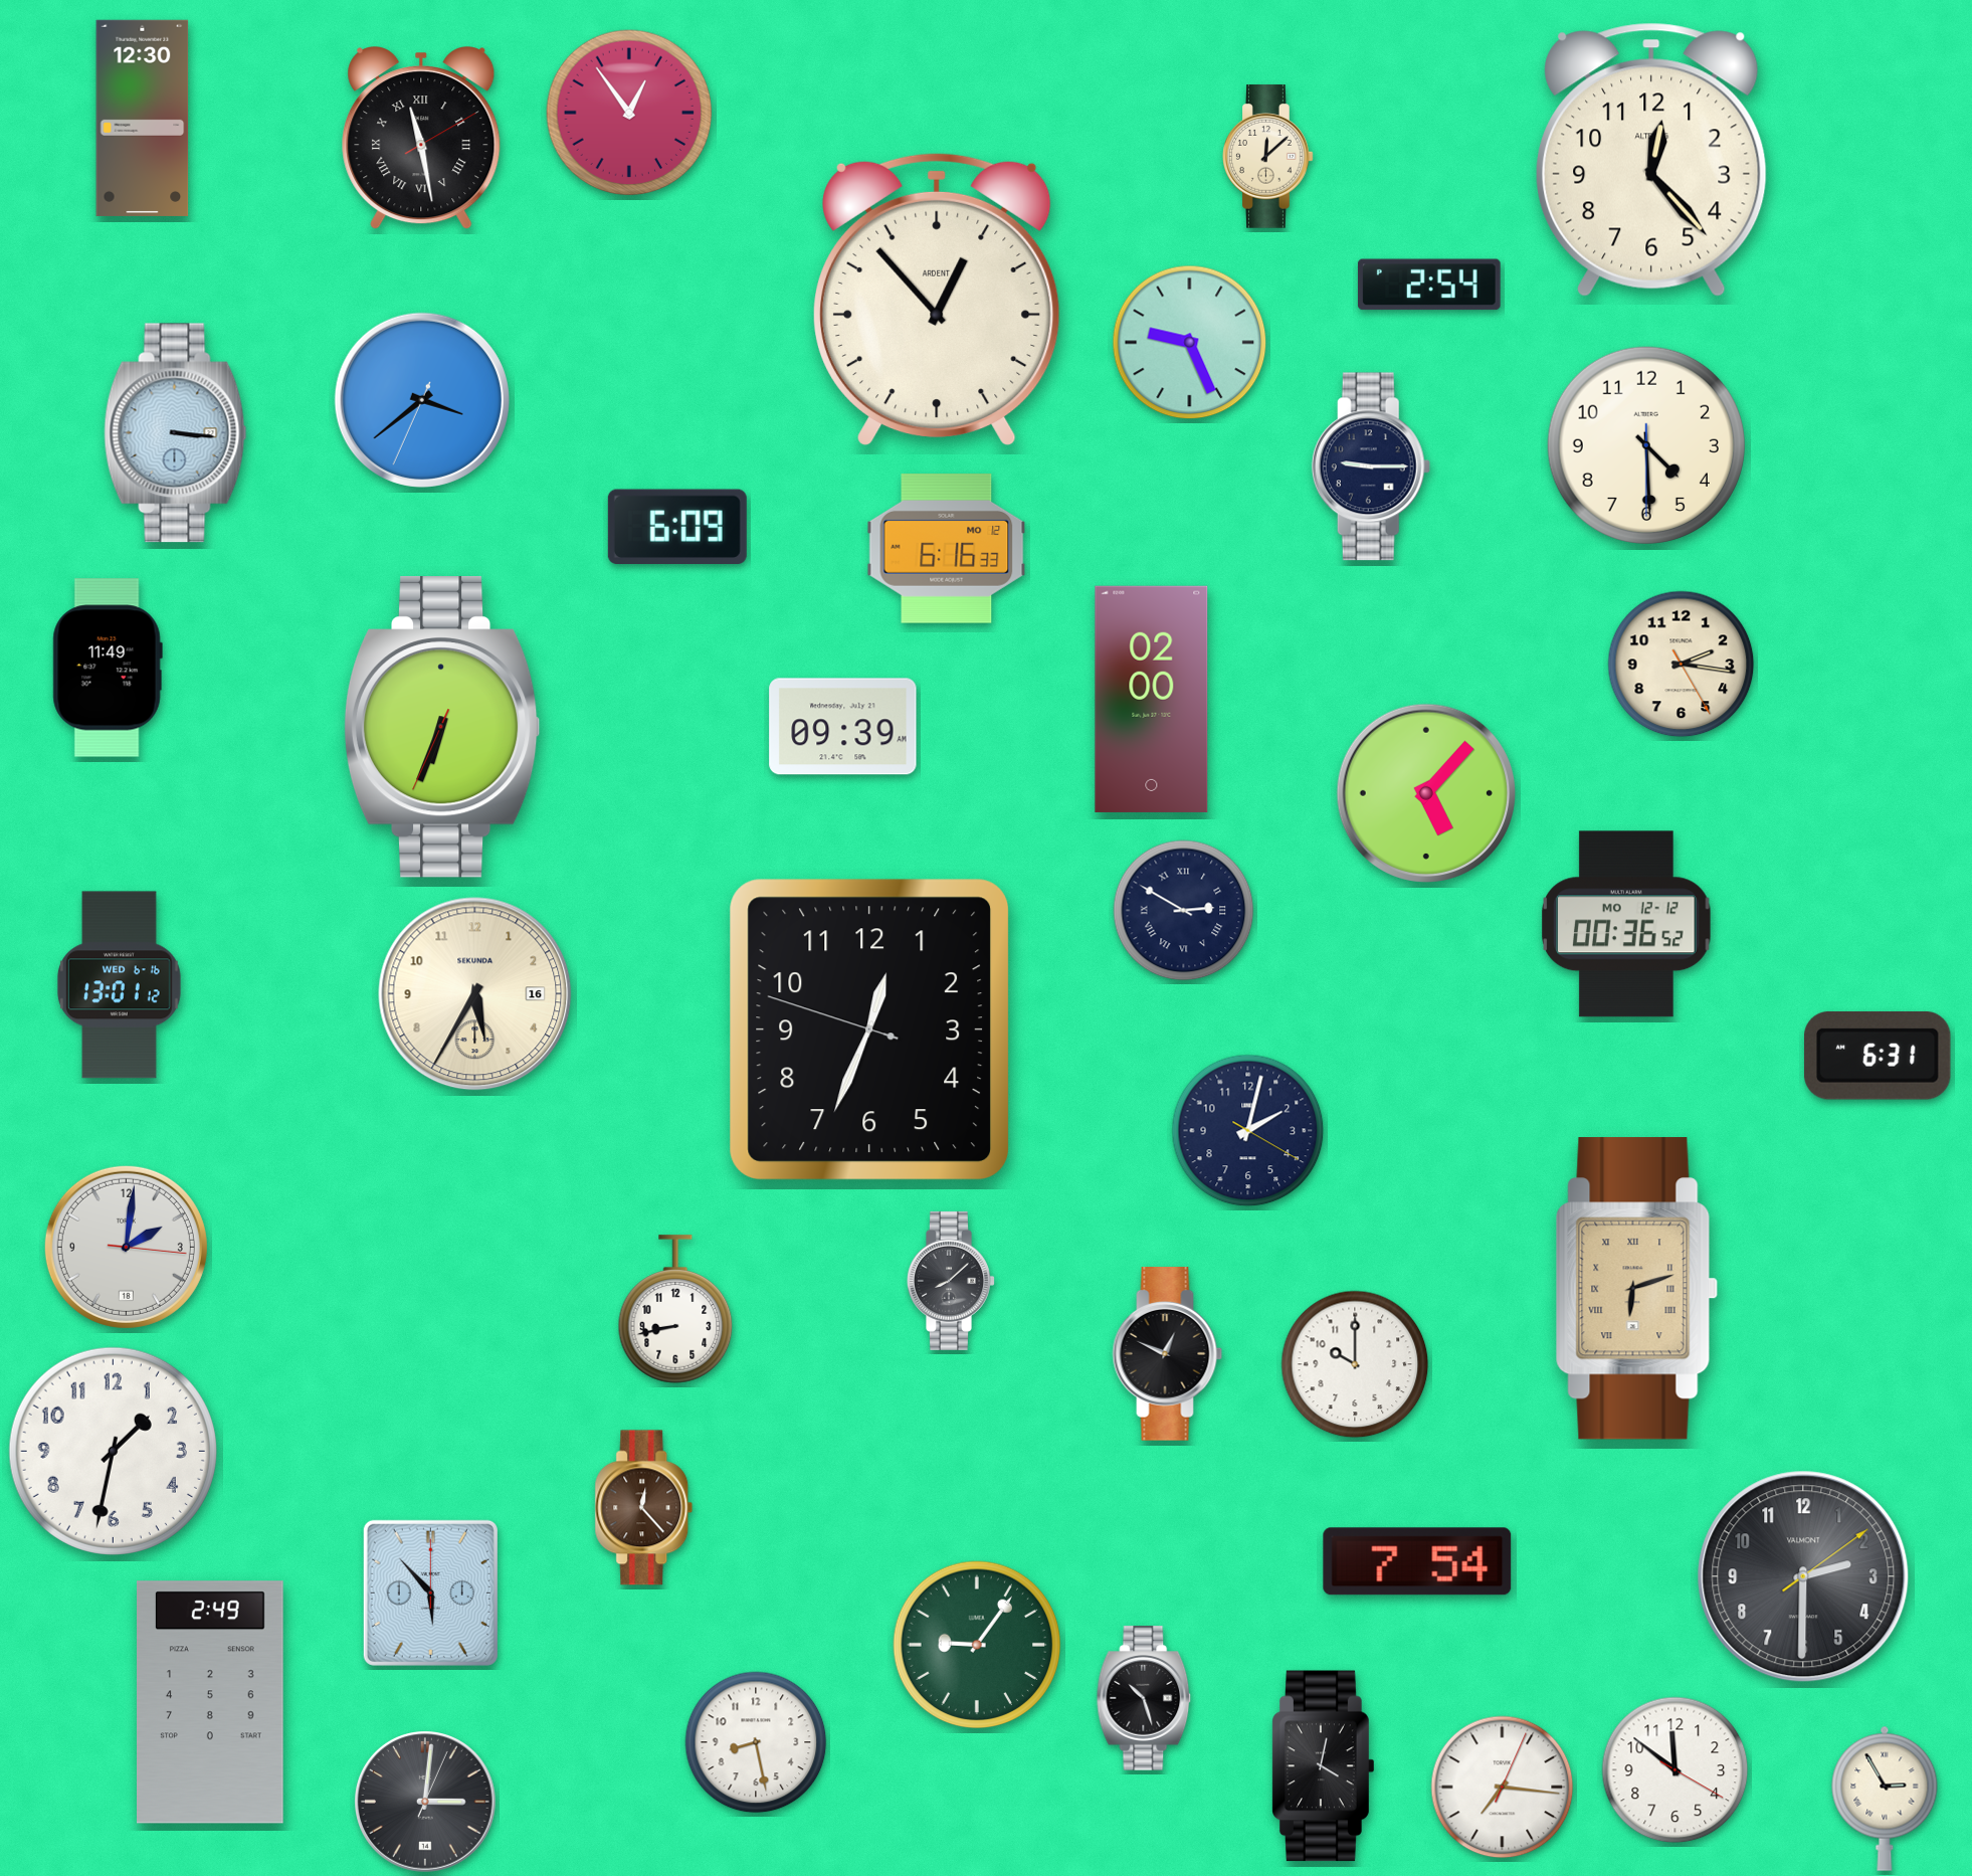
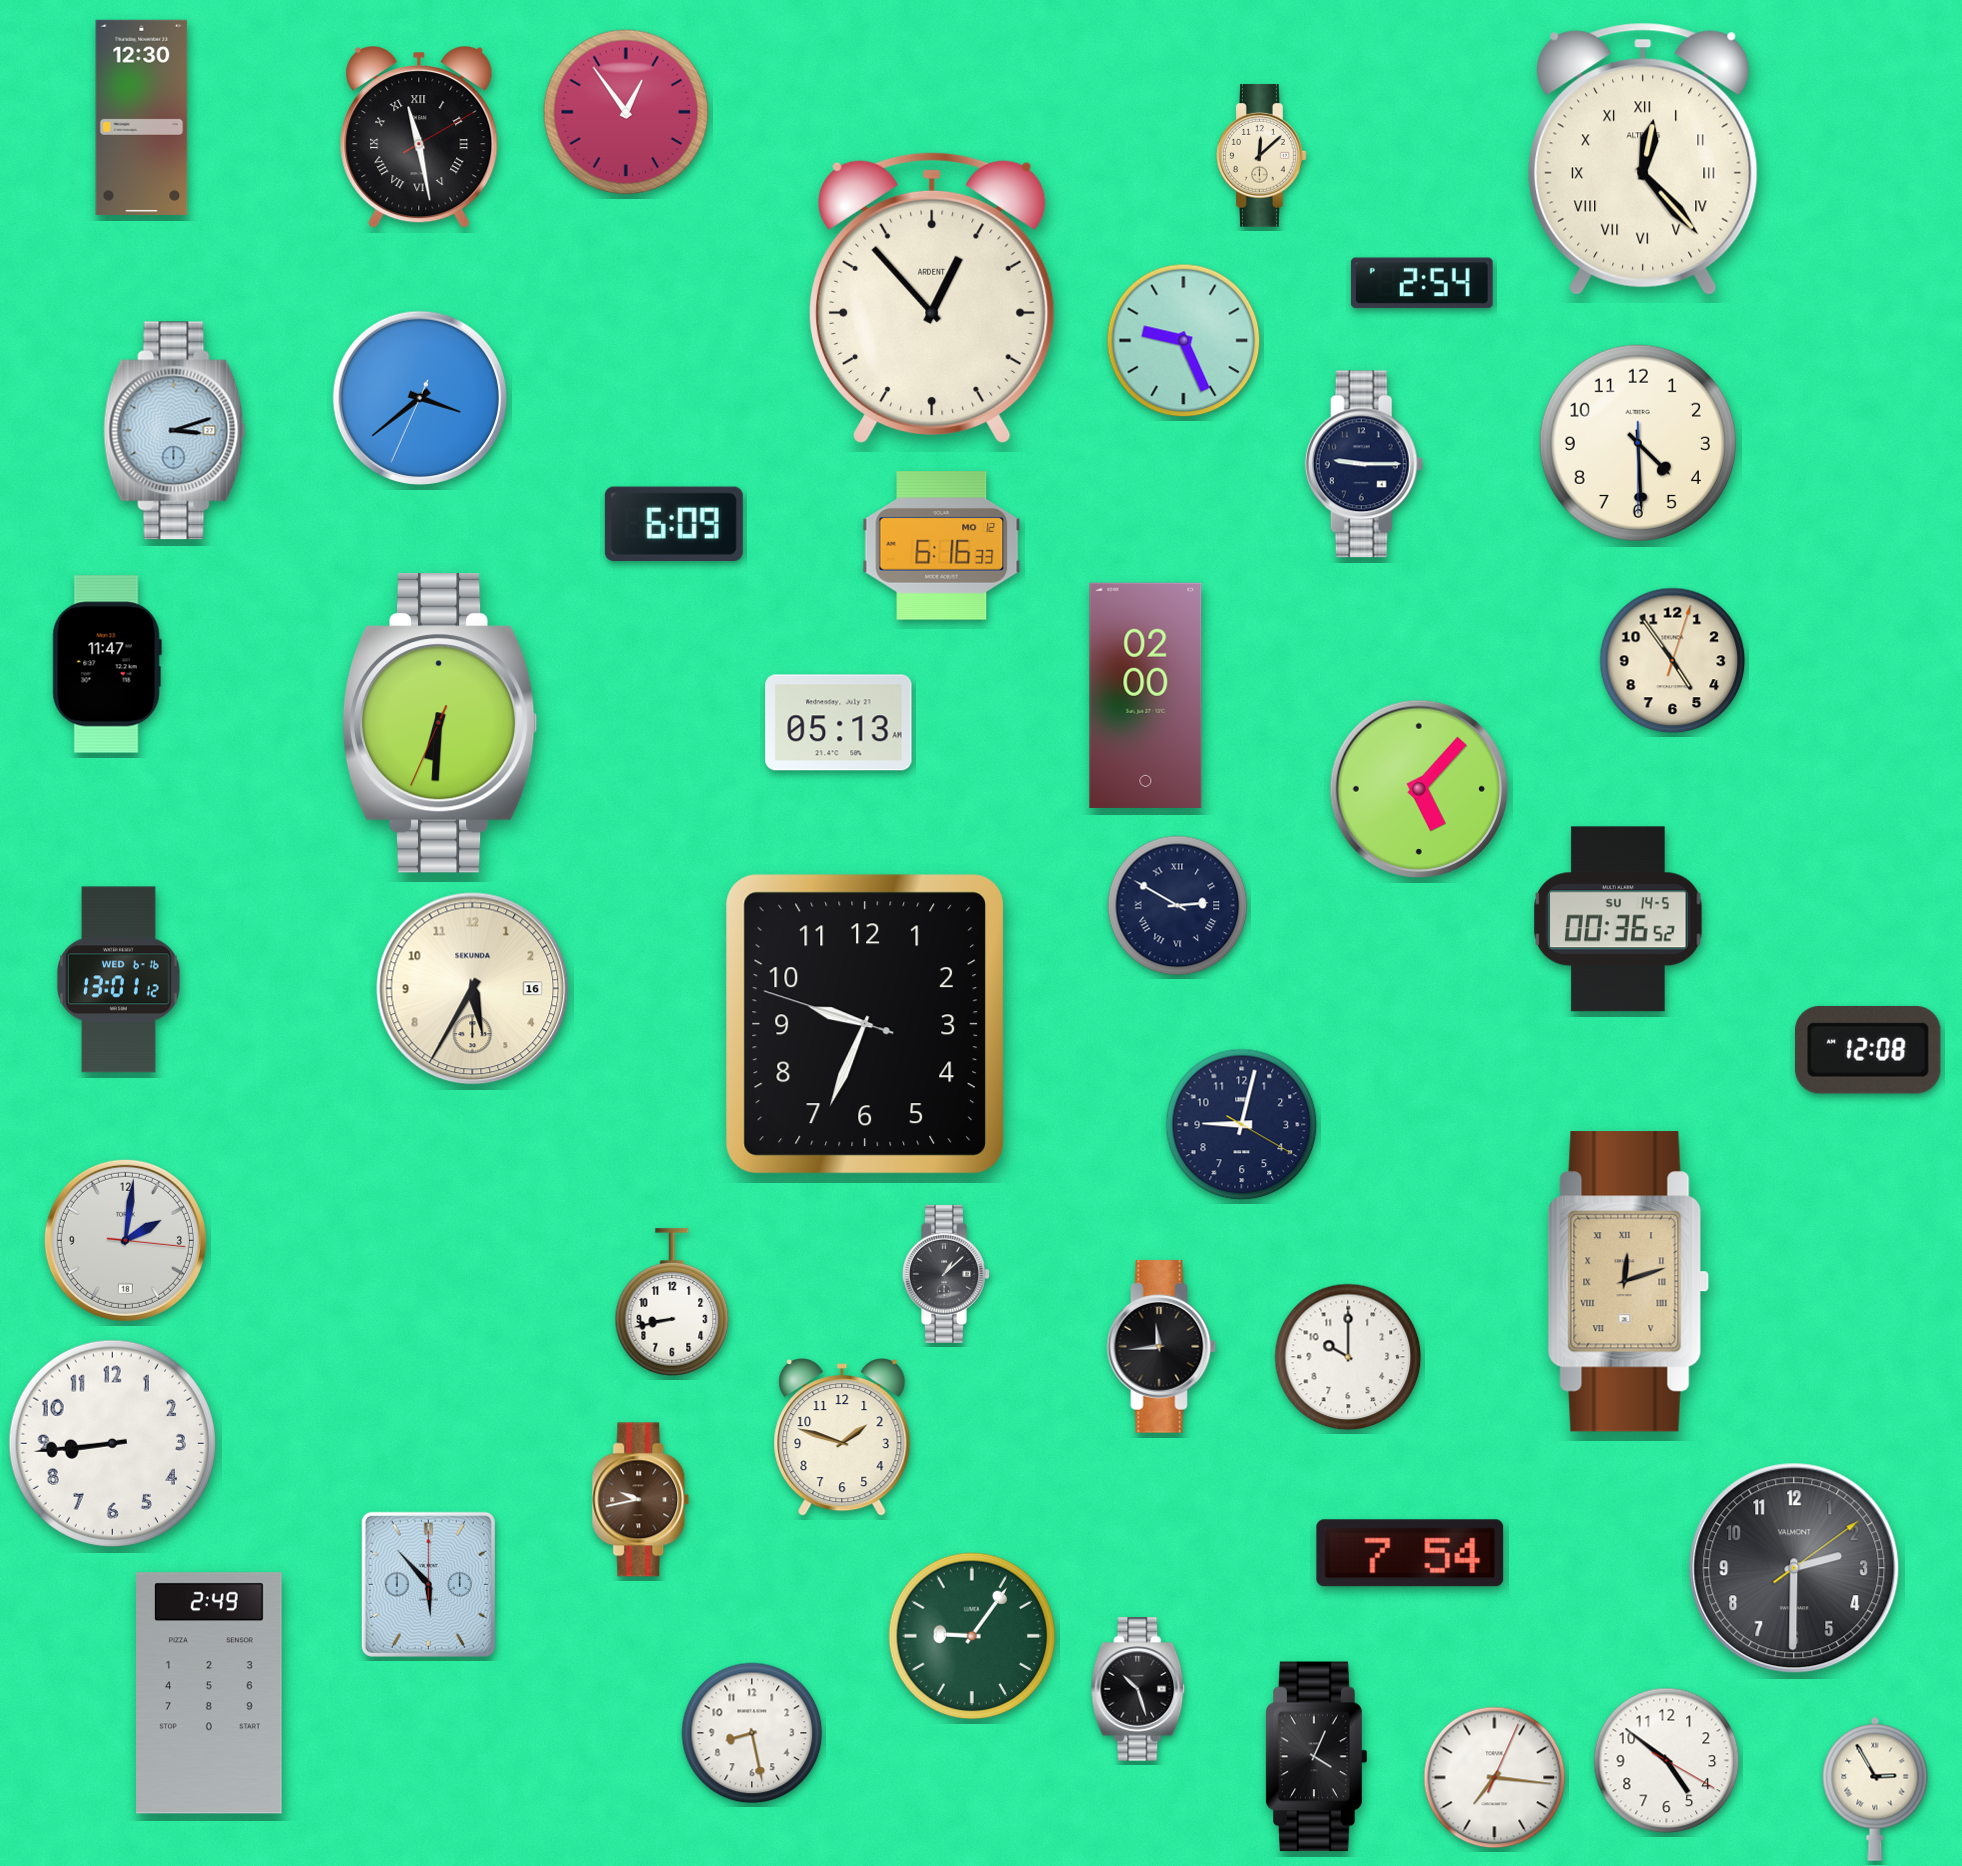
clock at (1652, 160) numerals: Arabic -> Roman
clock at (176, 433): 3:16 -> 3:12
clock at (1682, 665): 2:16 -> 4:54
clock at (108, 668): 11:49 -> 11:47
clock at (843, 727): 09:39 -> 05:13
clock at (442, 728): 6:33 -> 6:30
clock at (1626, 924) date: MO 12-12 -> SU 14-5
clock at (869, 1029): 12:33 -> 9:33
clock at (1878, 1056): 6:31 -> 12:08
clock at (1248, 1131): 2:02 -> 9:02
clock at (952, 1281): 8:08 -> 1:08
clock at (1636, 1289): 6:12 -> 12:12
clock at (1168, 1354): 12:49 -> 11:44
clock at (842, 1438): none -> 1:48
clock at (113, 1451): 1:32 -> 8:44
clock at (644, 1508): 12:23 -> 9:43
clock at (1324, 1766): 4:02 -> 4:04
clock at (1675, 1770): 11:51 -> 4:51
clock at (426, 1803): 3:01 -> none
